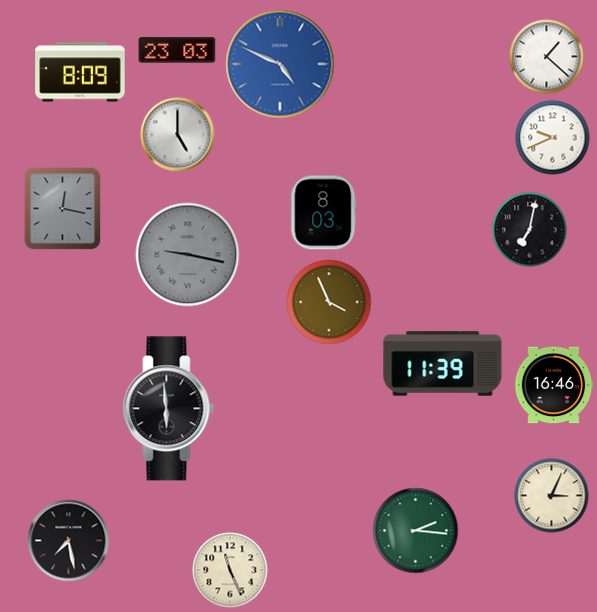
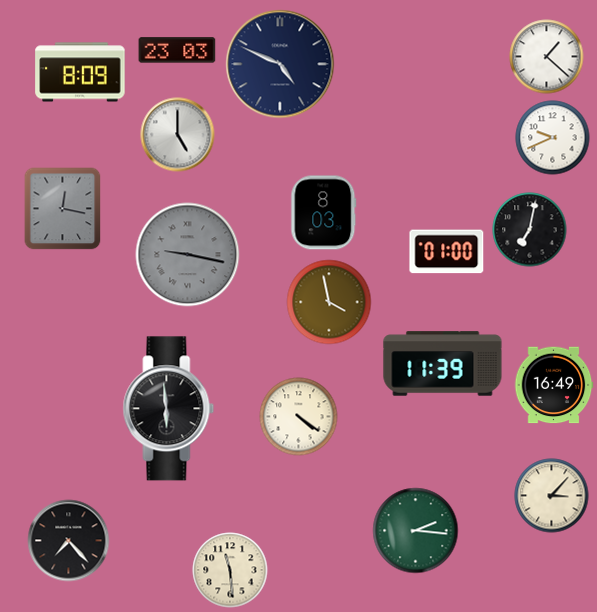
clock at (280, 64) dial: blue -> navy
clock at (447, 252): none -> 01:00
clock at (329, 302): 3:56 -> 3:58
clock at (554, 385): 16:46 -> 16:49
clock at (299, 417): none -> 4:21
clock at (552, 496): 3:04 -> 3:07
clock at (69, 541): 7:28 -> 7:23
clock at (230, 570): 11:26 -> 11:29
